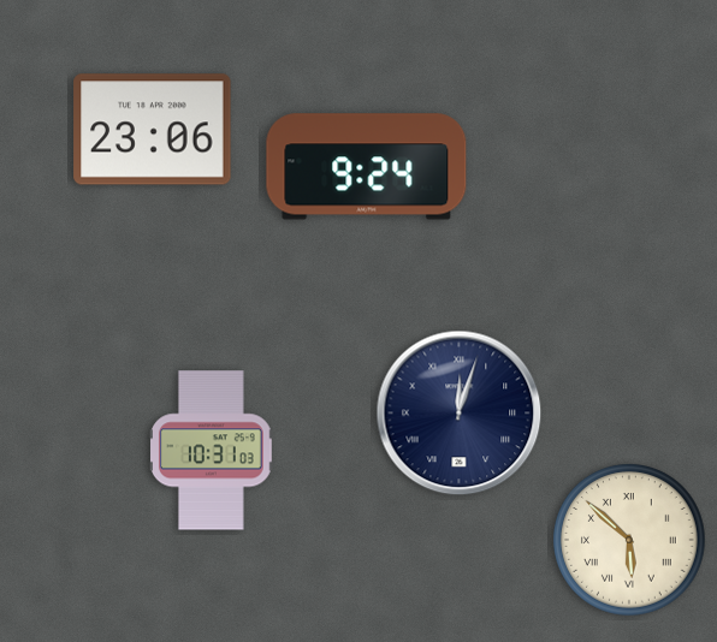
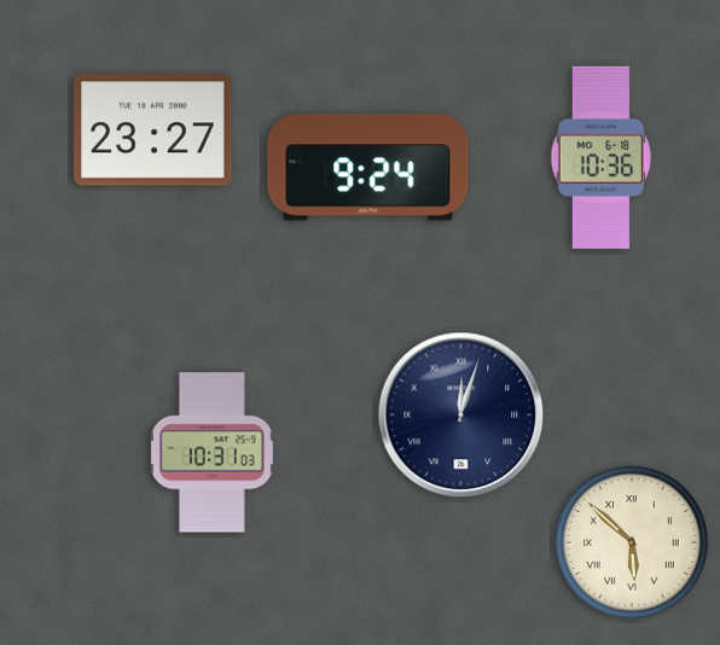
clock at (153, 130): 23:06 -> 23:27
clock at (600, 157): none -> 10:36
